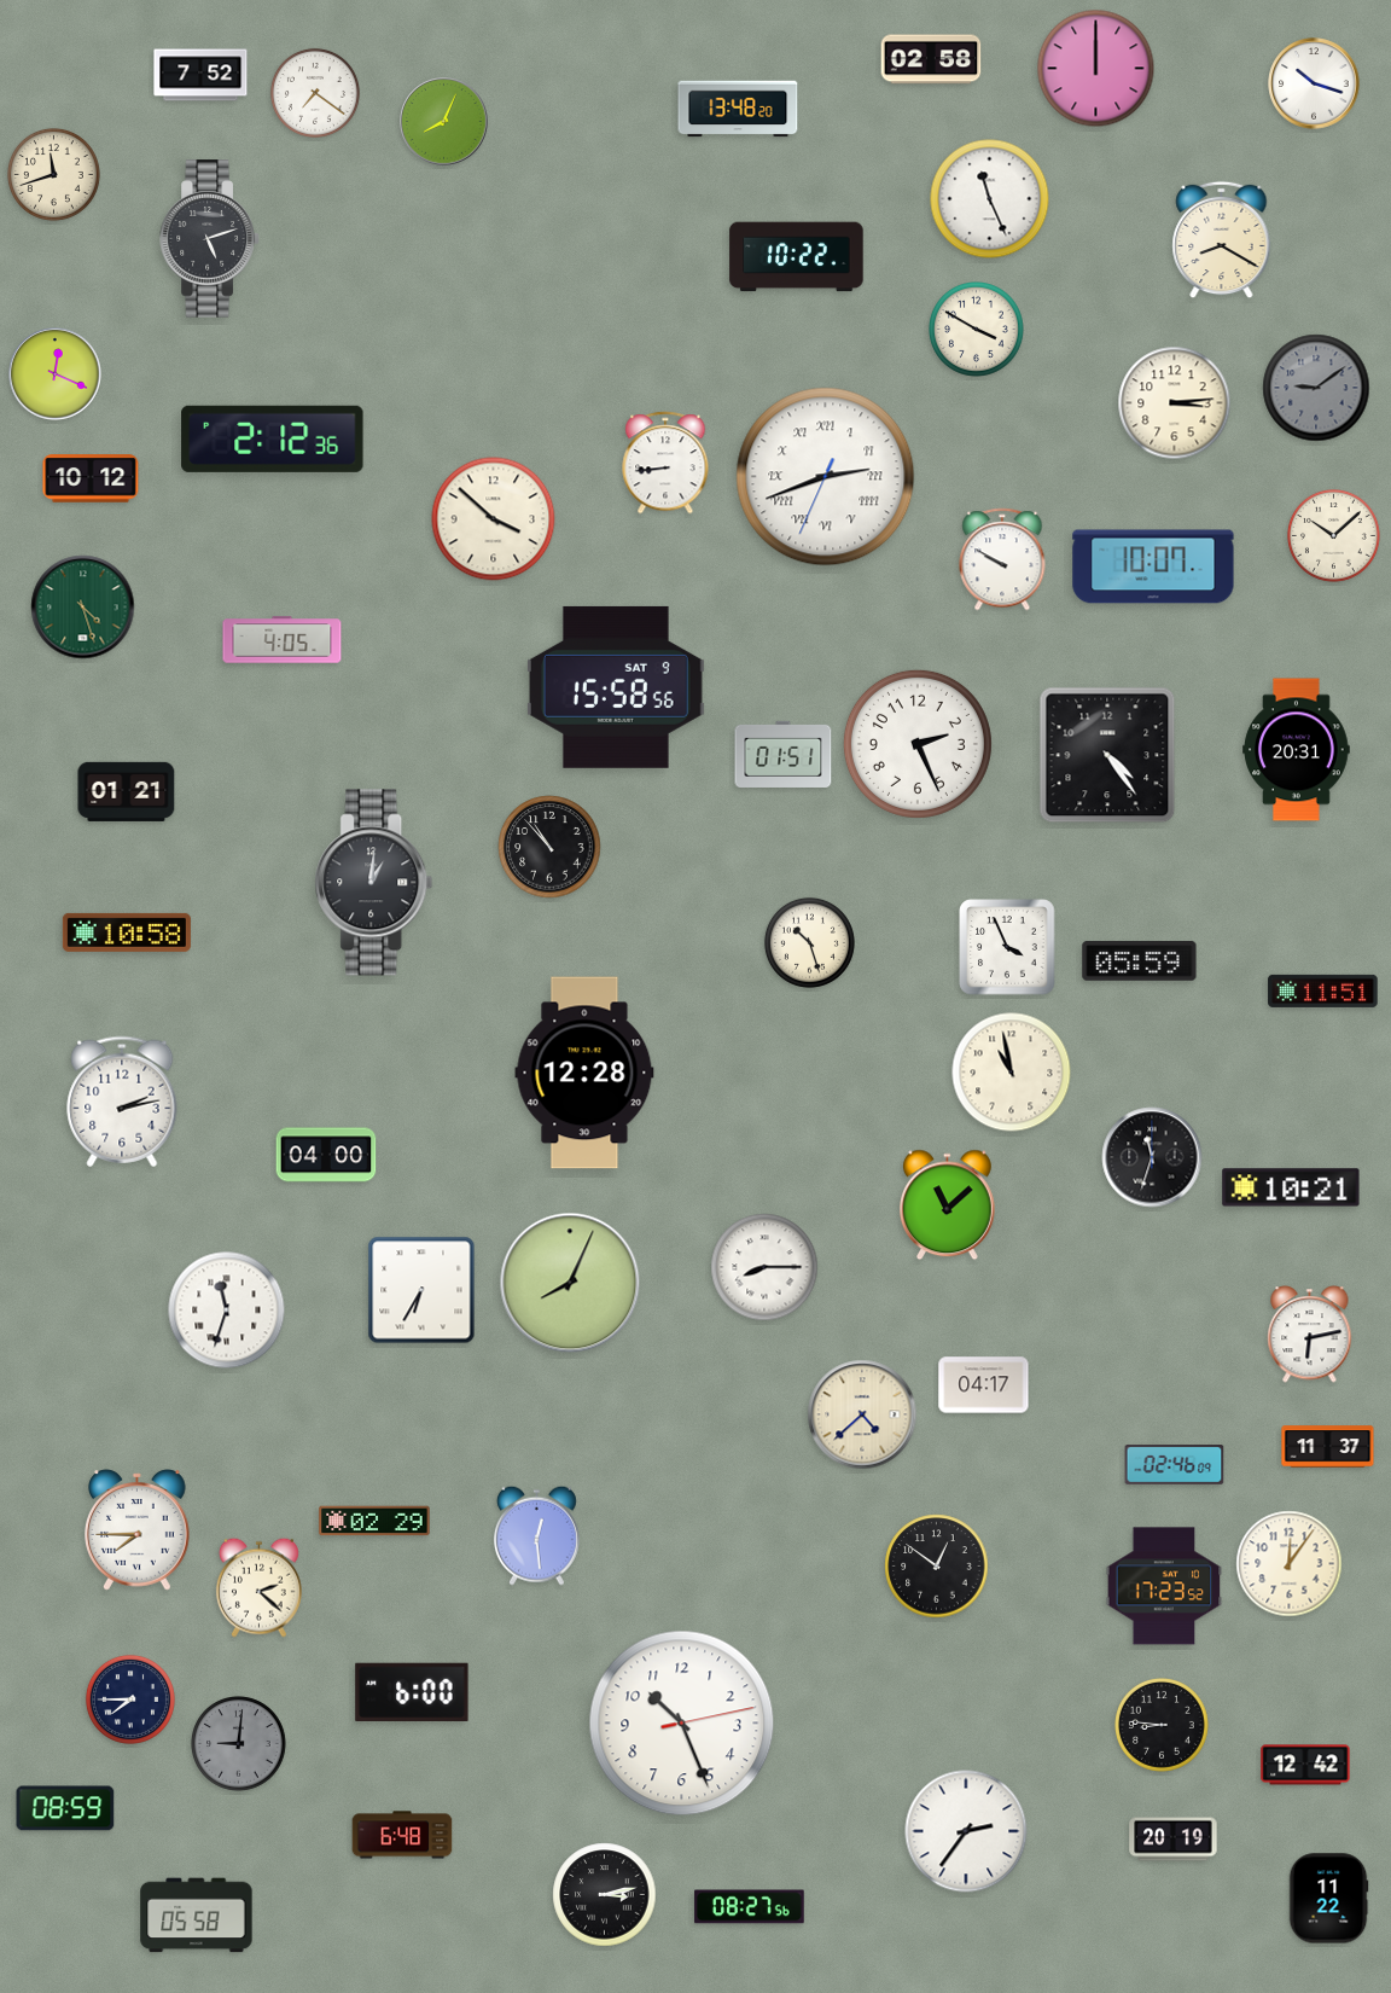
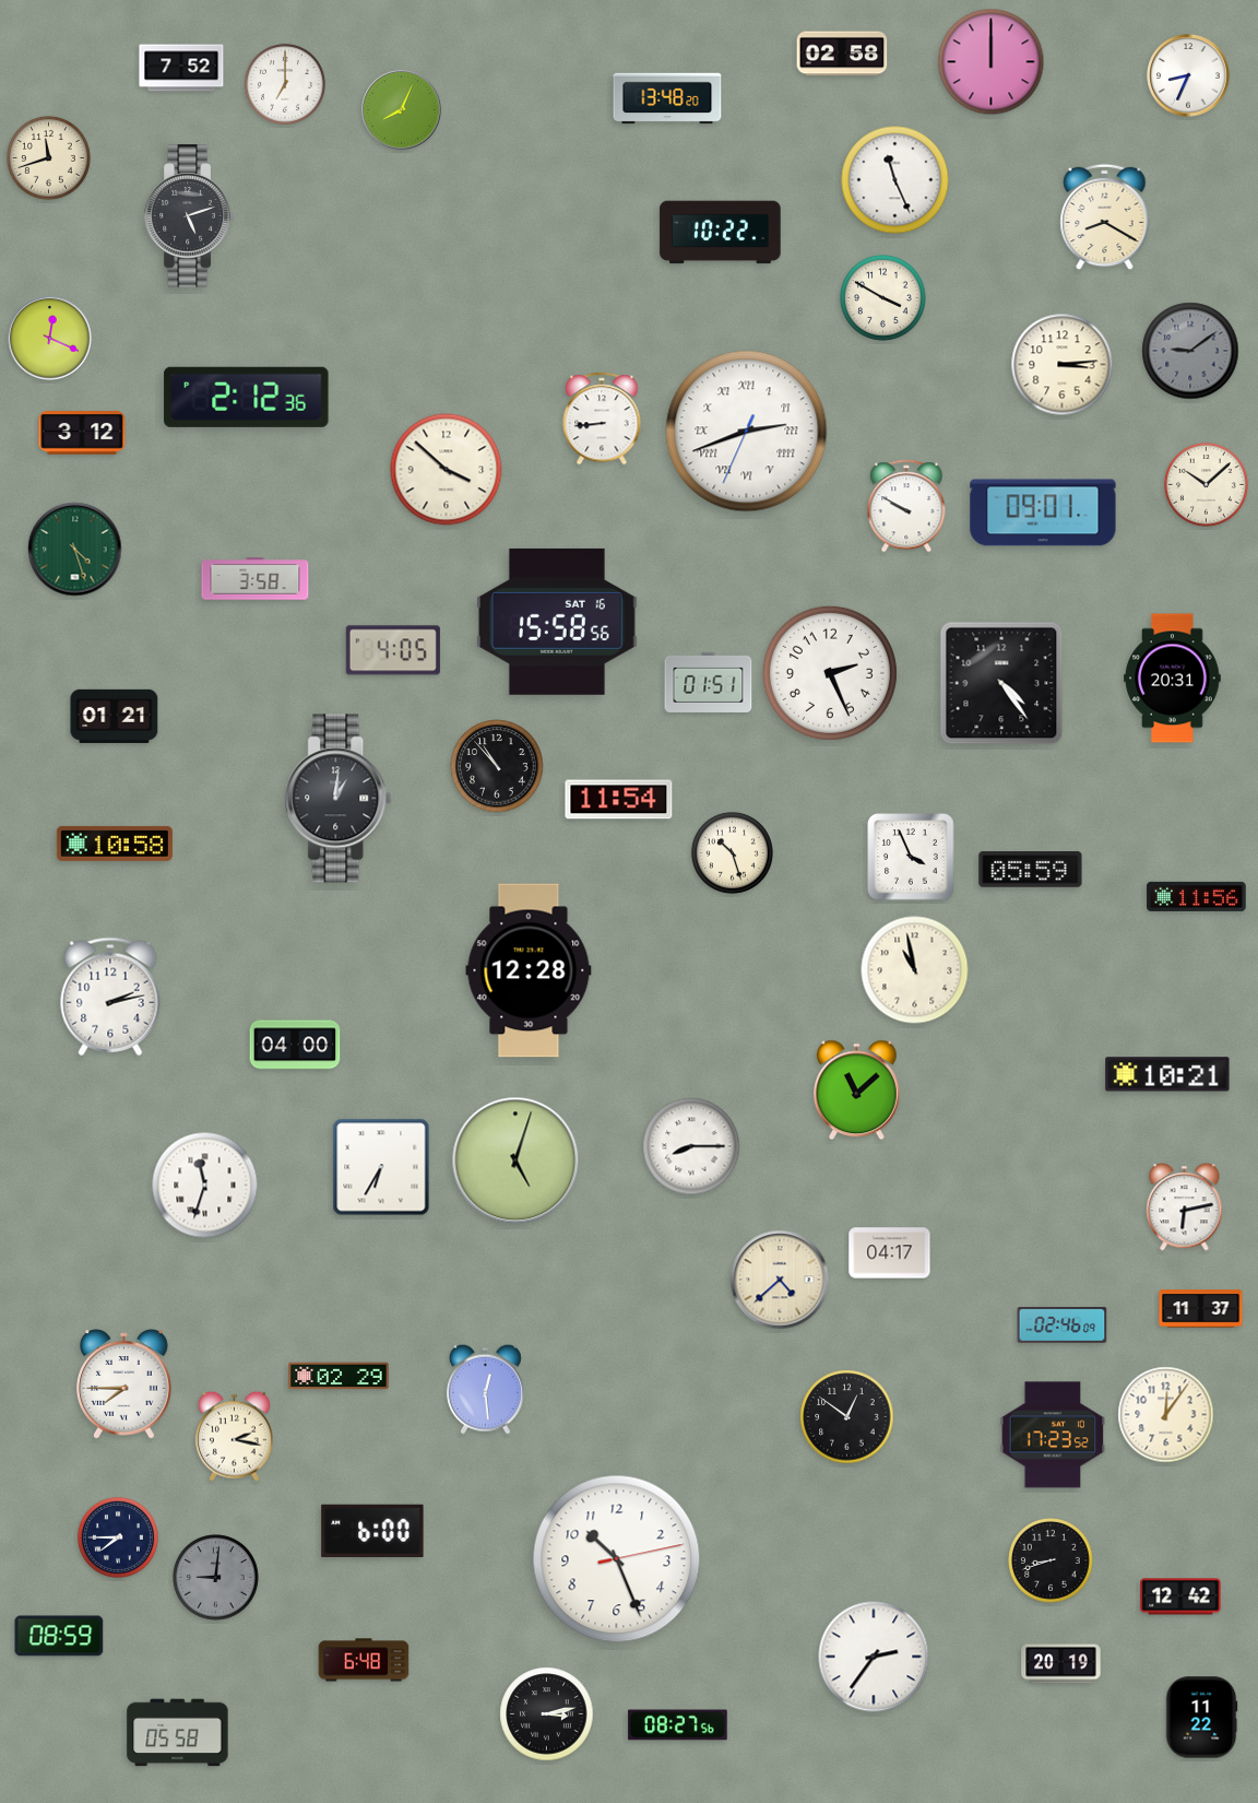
clock at (1314, 83): 10:18 -> 8:34
clock at (315, 93): 7:21 -> 7:00
clock at (91, 478): 10:12 -> 3:12
clock at (1153, 566): 10:07 -> 09:01
clock at (283, 640): 4:05 -> 3:58
clock at (616, 687) date: SAT 9 -> SAT 16
clock at (393, 650): none -> 4:05
clock at (619, 800): none -> 11:54
clock at (1323, 990): 11:51 -> 11:56
clock at (1152, 1157): 11:33 -> none
clock at (570, 1283): 8:04 -> 5:03
clock at (258, 1587): 2:22 -> 2:17
clock at (1163, 1726): 8:46 -> 8:42
